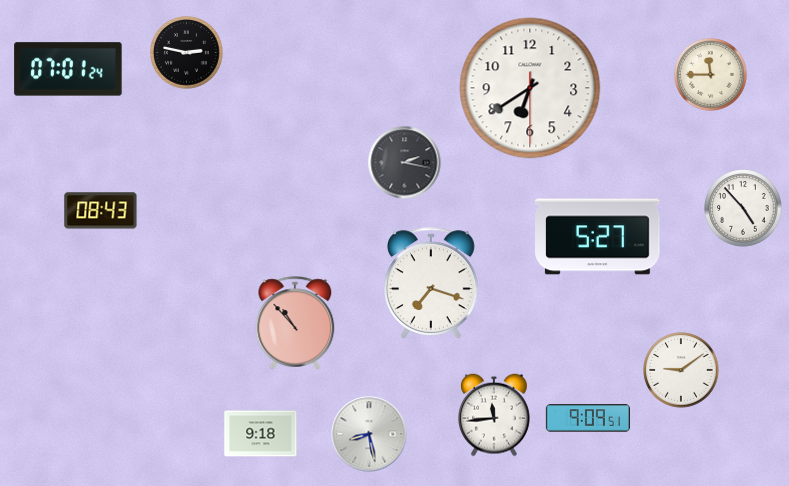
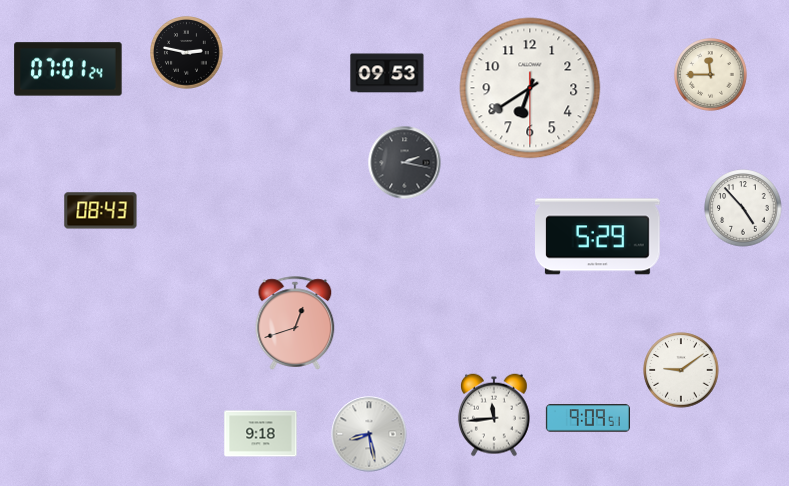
clock at (387, 73): none -> 09:53
clock at (598, 237): 5:27 -> 5:29
clock at (432, 283): 7:18 -> none
clock at (295, 323): 10:53 -> 12:42
